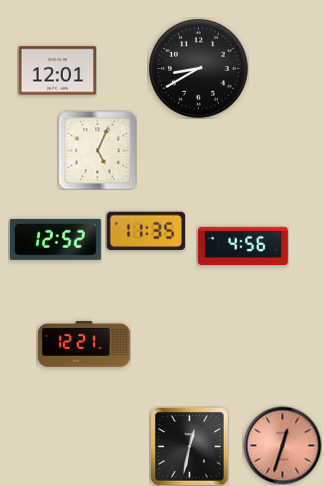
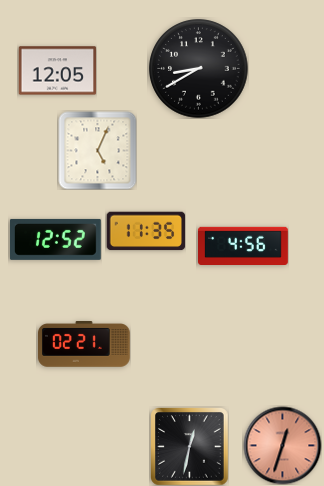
clock at (57, 71): 12:01 -> 12:05
clock at (85, 345): 12:21 -> 02:21
